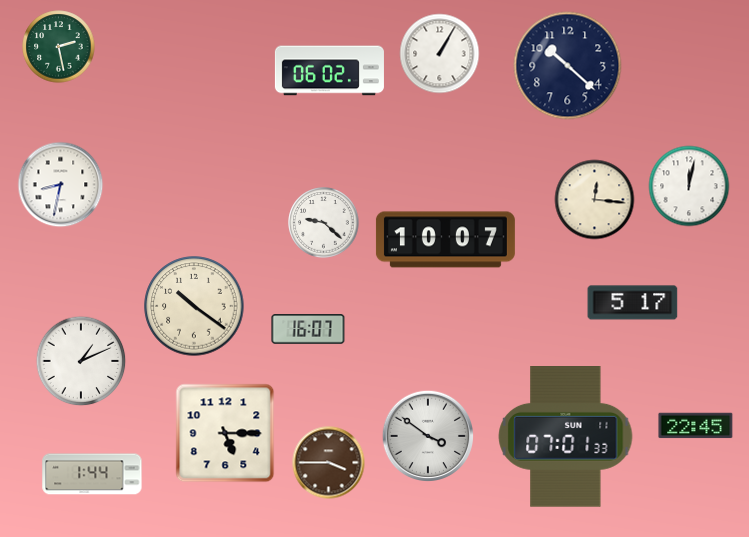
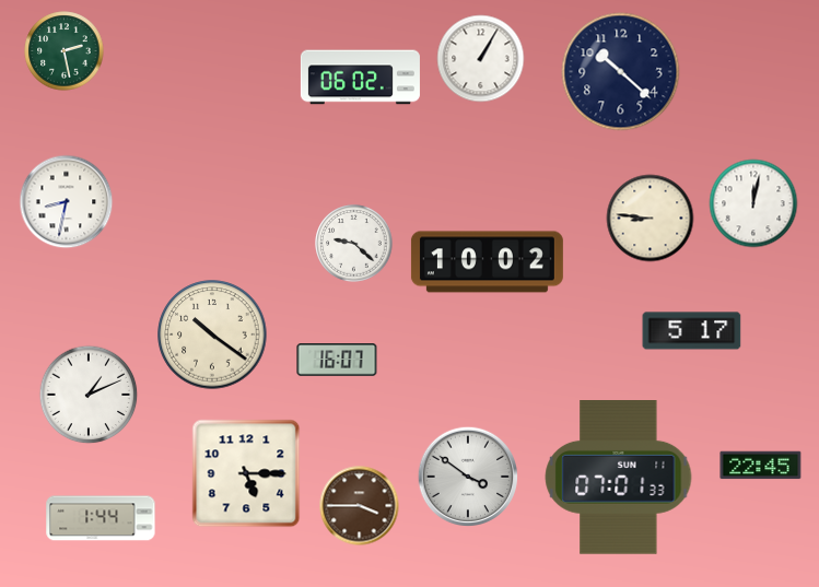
clock at (595, 200): 12:16 -> 8:46
clock at (445, 240): 10:07 -> 10:02
